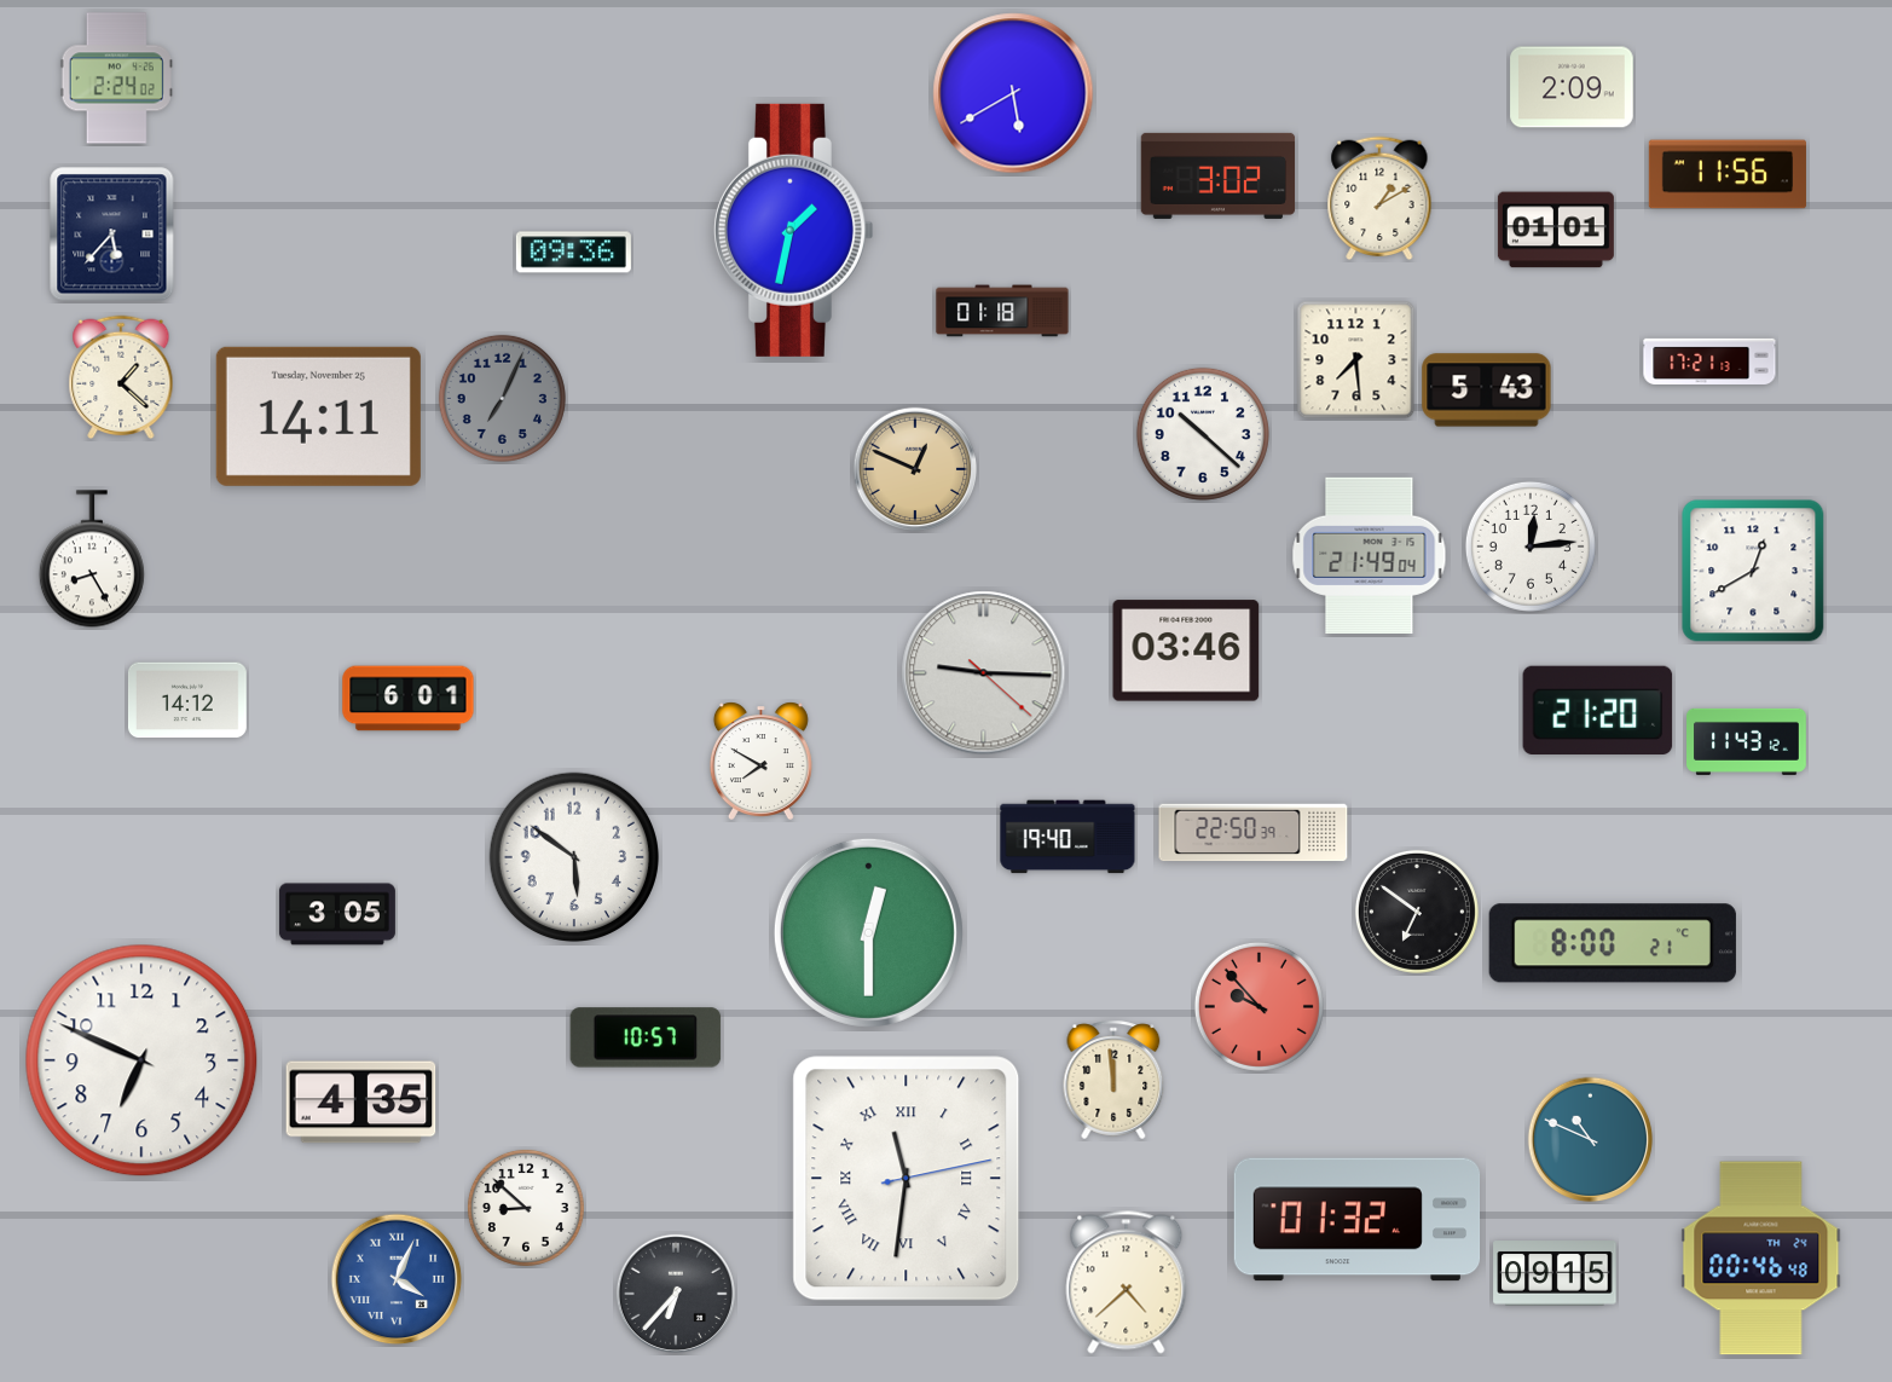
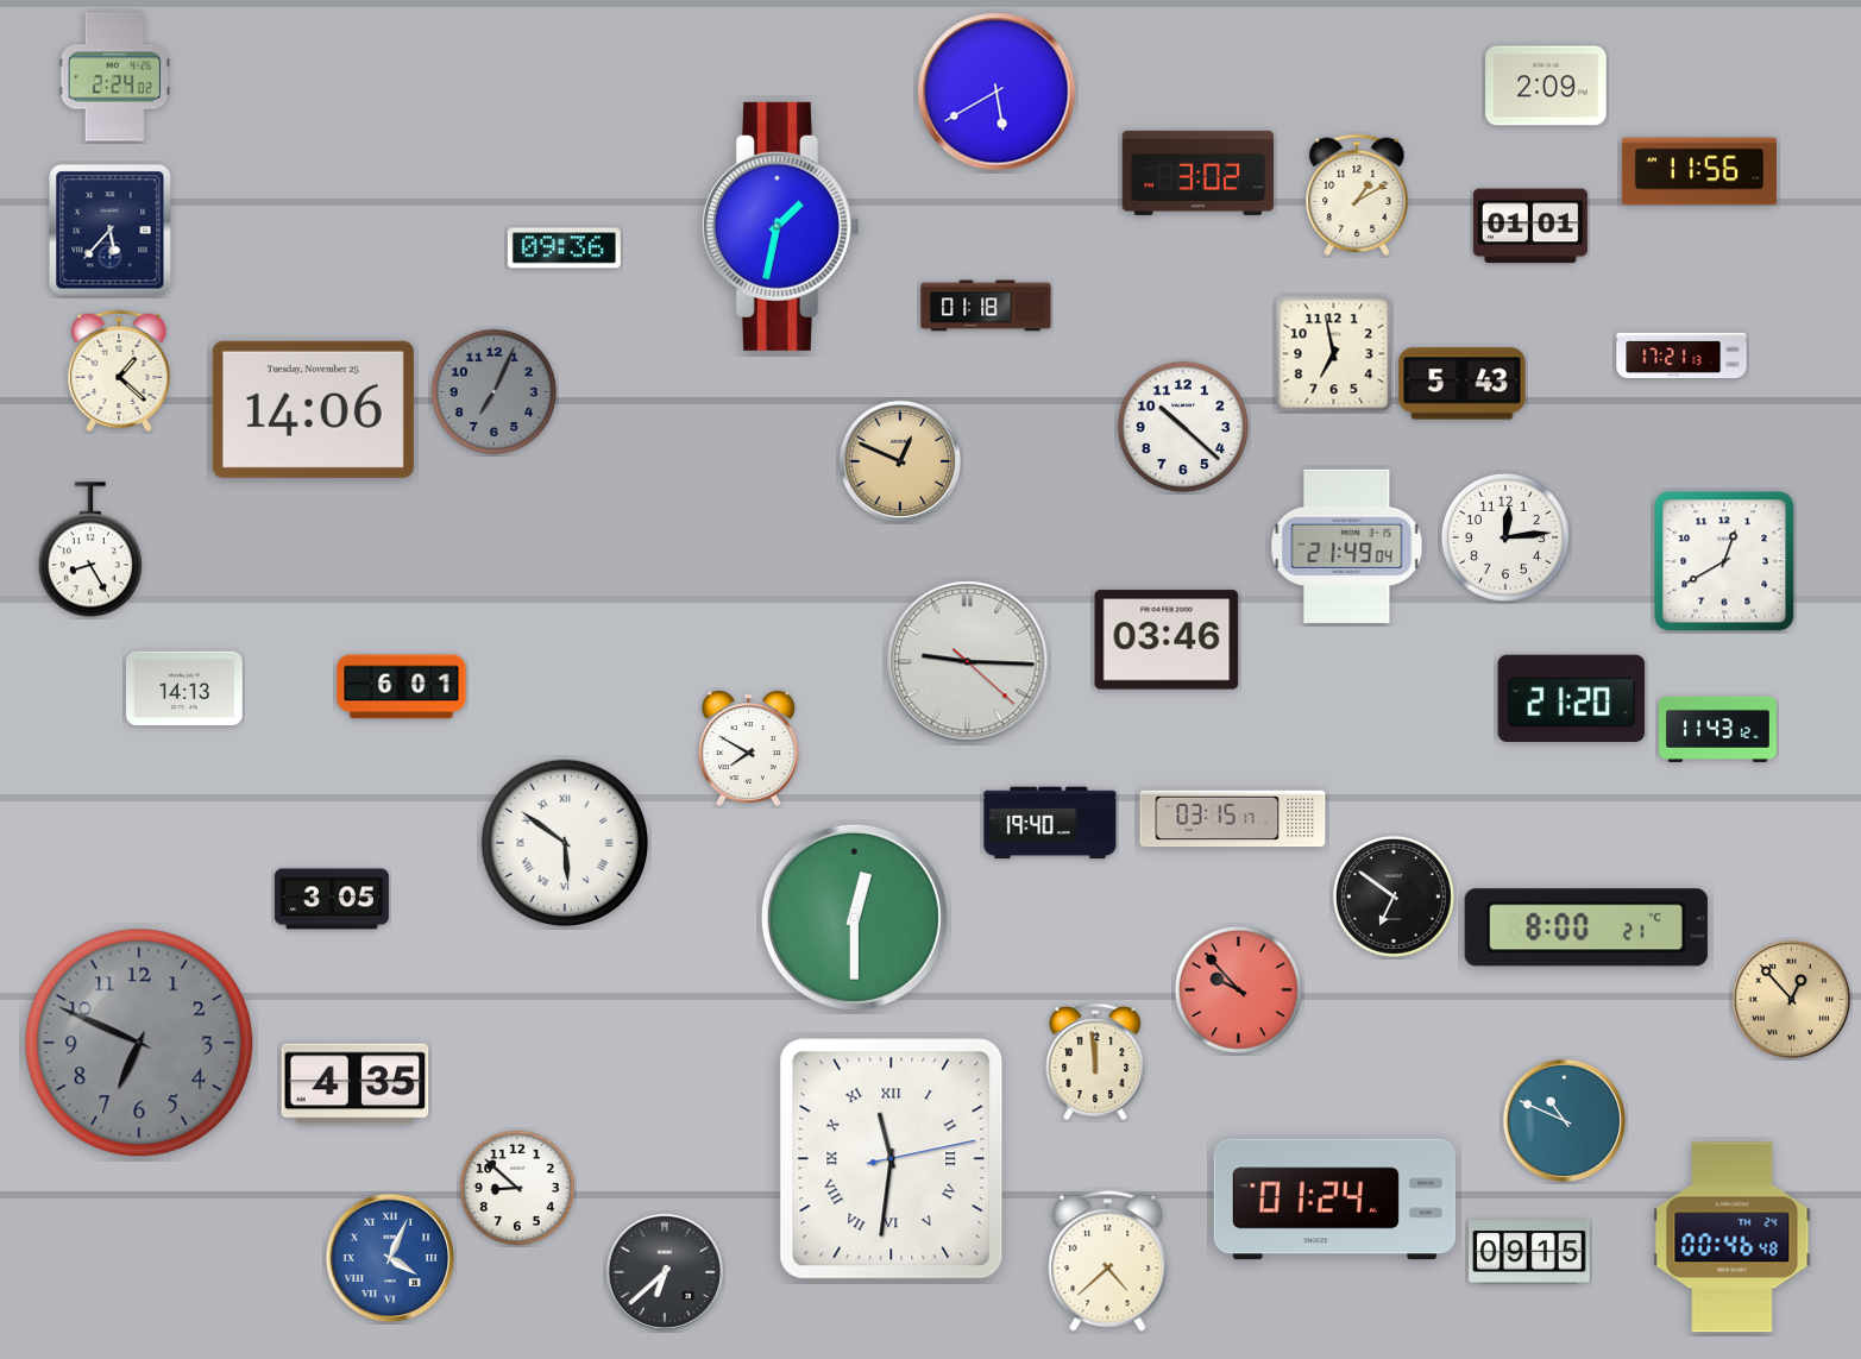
clock at (1356, 360): 7:29 -> 6:58
clock at (318, 416): 14:11 -> 14:06
clock at (187, 700): 14:12 -> 14:13
clock at (1254, 833): 22:50 -> 03:15
clock at (574, 857) numerals: Arabic -> Roman
clock at (1791, 999): none -> 12:53
clock at (646, 1037): 10:57 -> none
clock at (141, 1060) dial: white -> grey
clock at (1358, 1220): 01:32 -> 01:24
clock at (676, 1294): 6:37 -> 6:38
